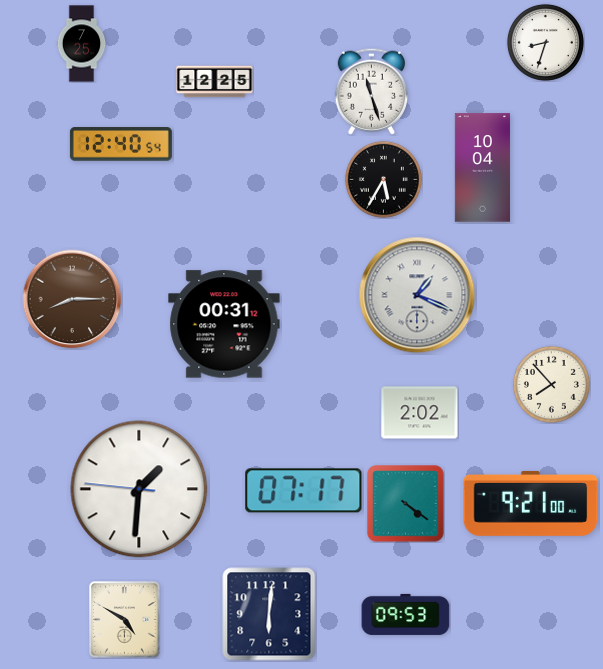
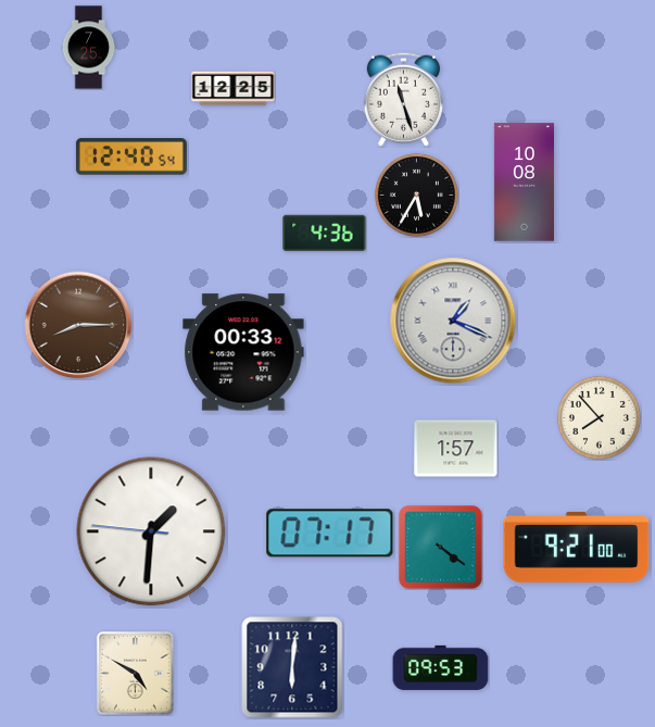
clock at (545, 42): 8:33 -> none
clock at (482, 168): 10:04 -> 10:08
clock at (325, 234): none -> 4:36
clock at (224, 324): 00:31 -> 00:33
clock at (420, 413): 2:02 -> 1:57
